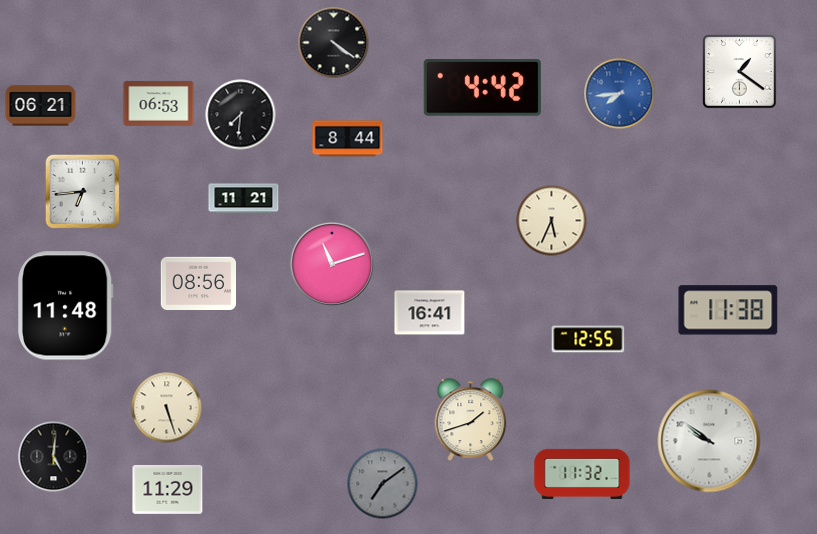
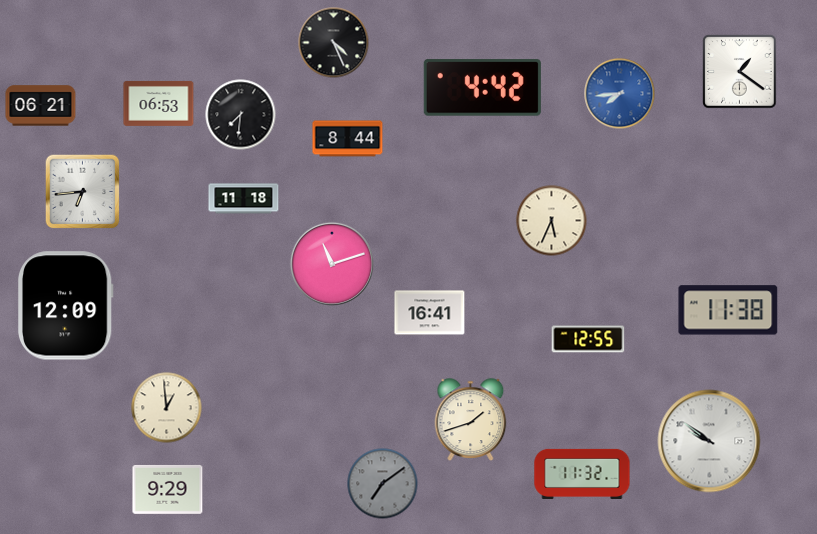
clock at (334, 43): 4:21 -> 4:26
clock at (244, 199): 11:21 -> 11:18
clock at (198, 283): 08:56 -> none
clock at (65, 306): 11:48 -> 12:09
clock at (167, 408): 5:27 -> 12:59
clock at (54, 457): 5:01 -> none
clock at (168, 489): 11:29 -> 9:29
